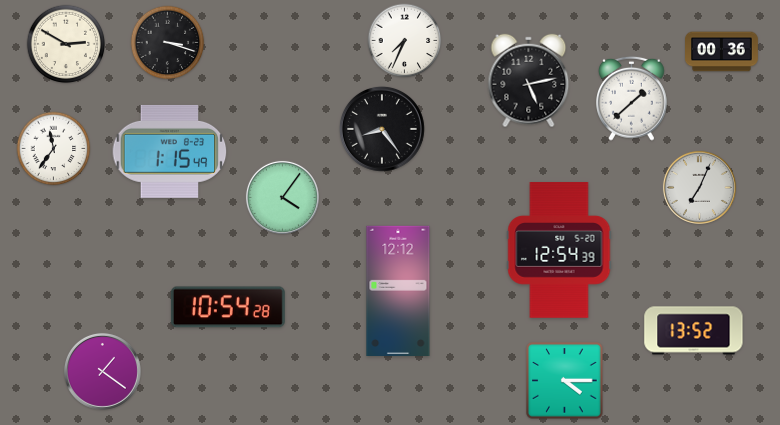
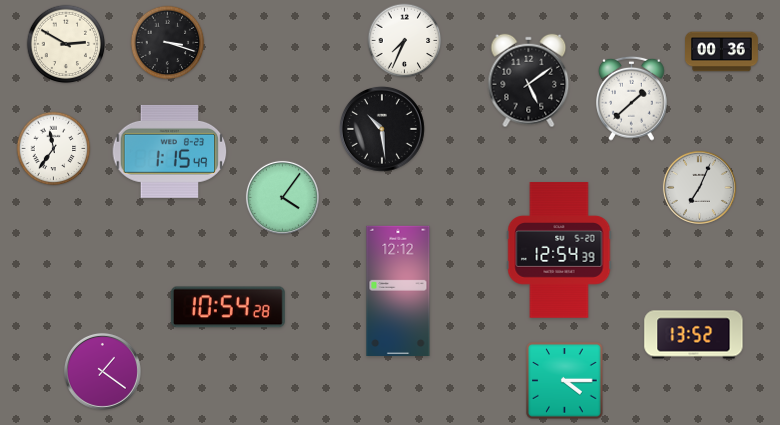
clock at (529, 81): 5:13 -> 5:09
clock at (382, 129): 8:24 -> 10:29
clock at (694, 331) position: (694, 331) -> (694, 335)
